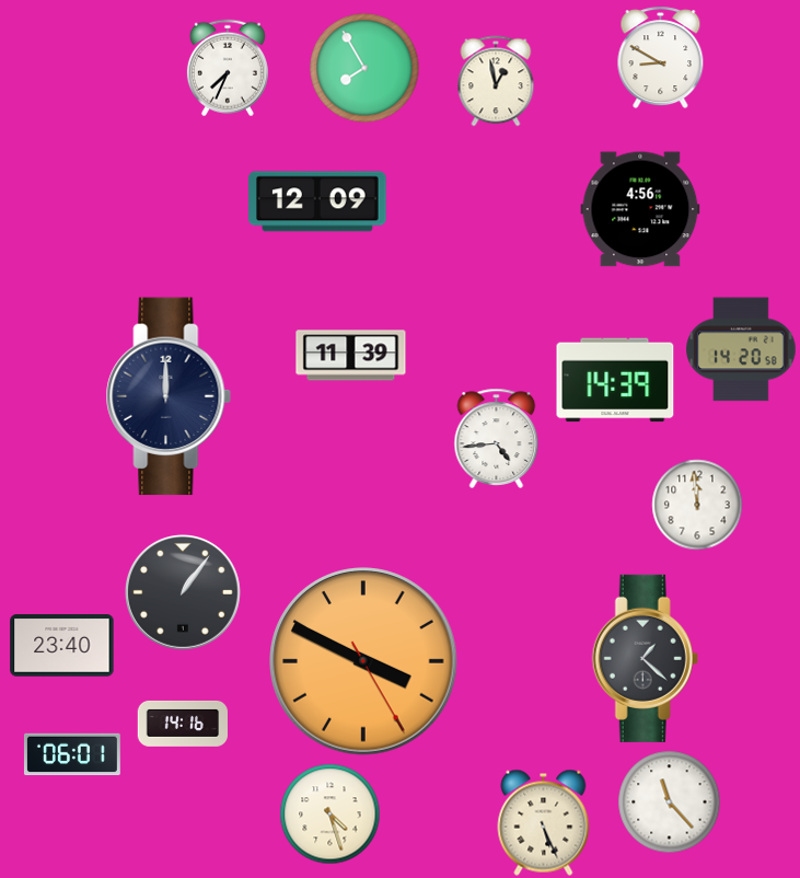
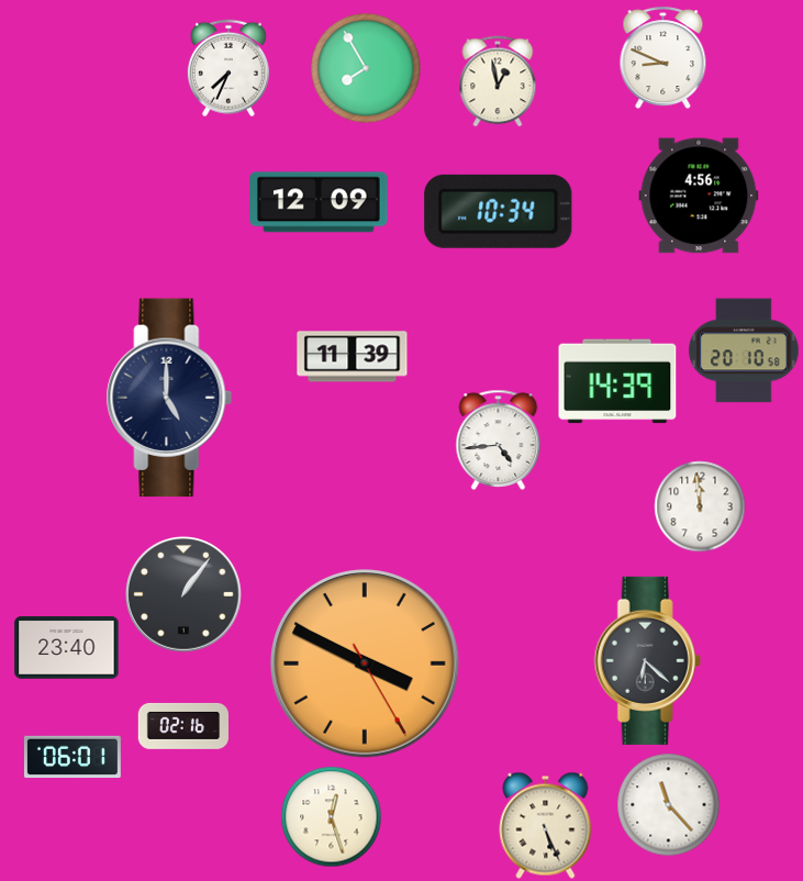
clock at (661, 58): 8:50 -> 8:49
clock at (640, 209) position: (640, 209) -> (699, 196)
clock at (499, 211): none -> 10:34
clock at (741, 349): 14:20 -> 20:10
clock at (169, 396): 12:00 -> 5:00
clock at (62, 646) position: (62, 646) -> (67, 648)
clock at (645, 658): 1:22 -> 6:22
clock at (182, 724): 14:16 -> 02:16
clock at (670, 802) position: (670, 802) -> (669, 805)
clock at (331, 815): 4:27 -> 12:27
